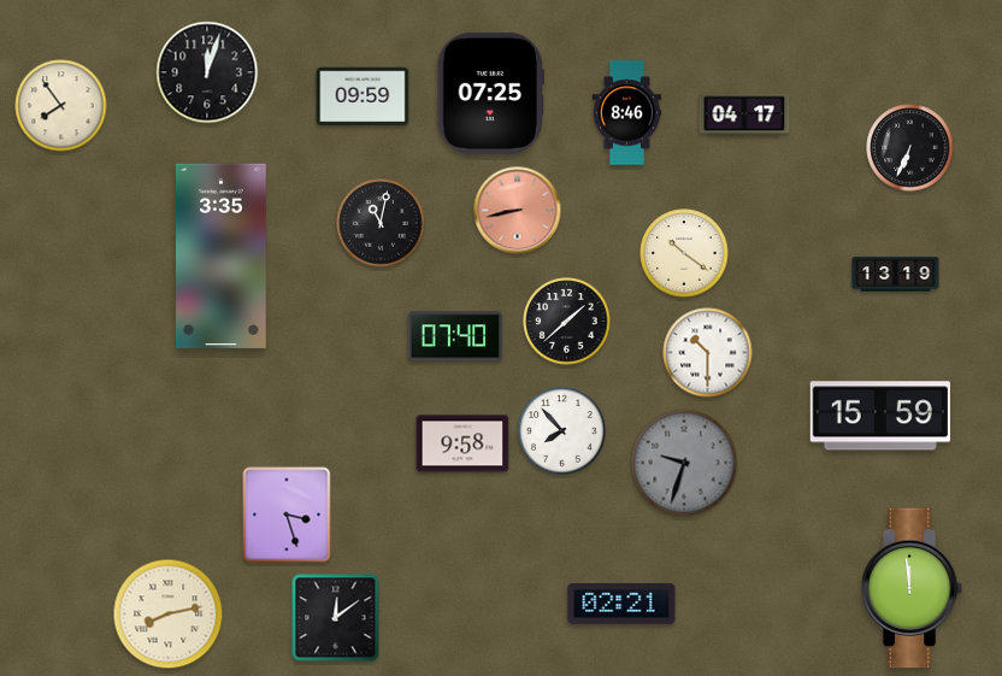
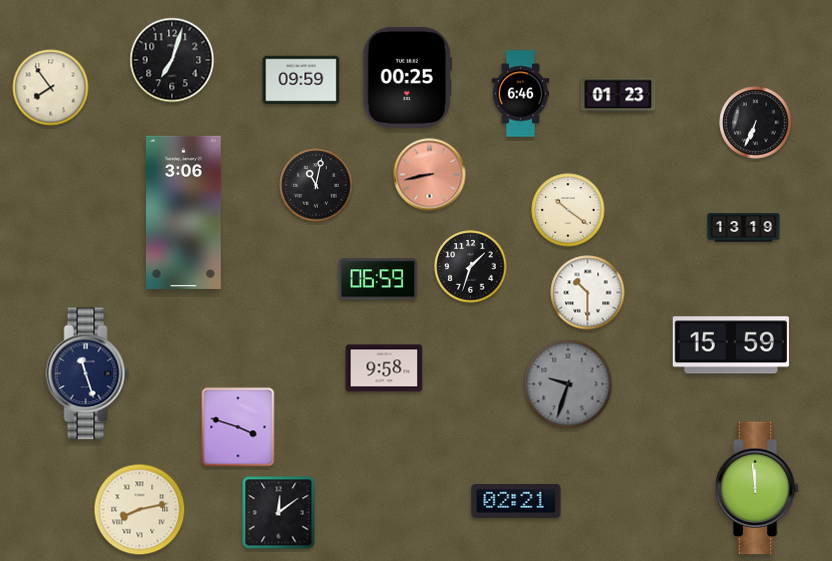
clock at (207, 72): 12:03 -> 7:03
clock at (490, 93): 07:25 -> 00:25
clock at (627, 113): 8:46 -> 6:46
clock at (744, 114): 04:17 -> 01:23
clock at (222, 255): 3:35 -> 3:06
clock at (567, 322): 1:38 -> 1:33
clock at (455, 336): 07:40 -> 06:59
clock at (562, 431): 7:53 -> none
clock at (88, 374): none -> 11:27
clock at (287, 515): 3:27 -> 3:48
